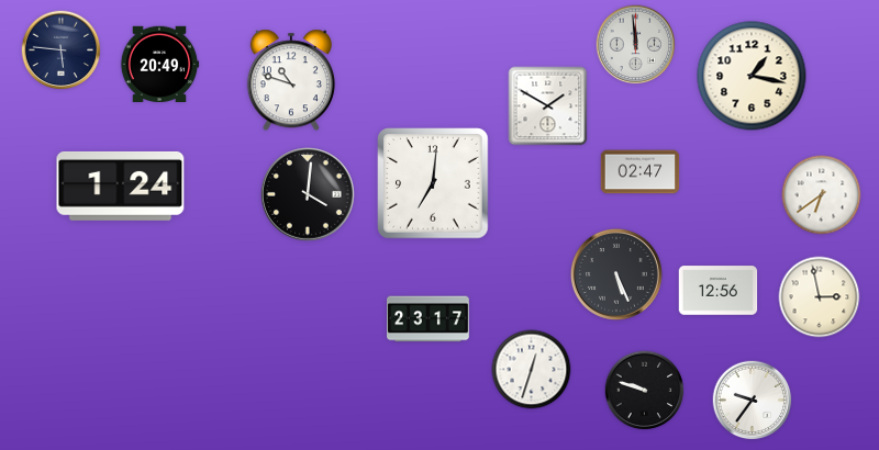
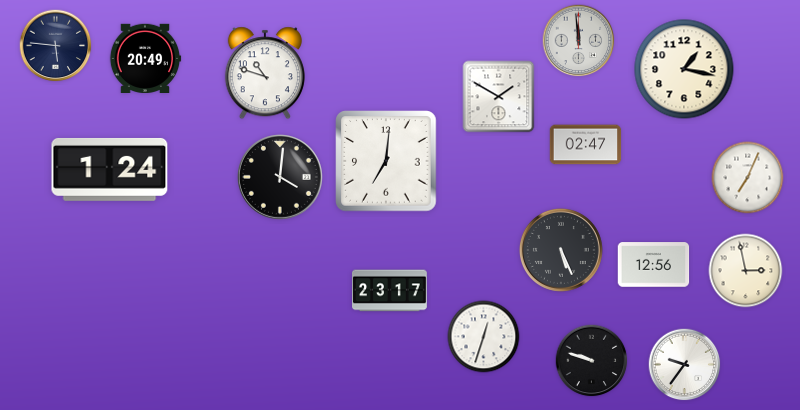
clock at (641, 172) position: (641, 172) -> (586, 145)
clock at (433, 183) position: (433, 183) -> (386, 161)
clock at (822, 195): 6:39 -> 7:04
clock at (645, 391) position: (645, 391) -> (592, 361)
